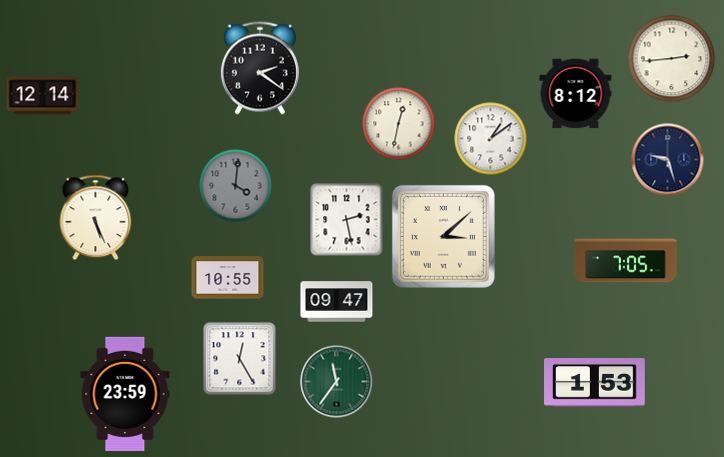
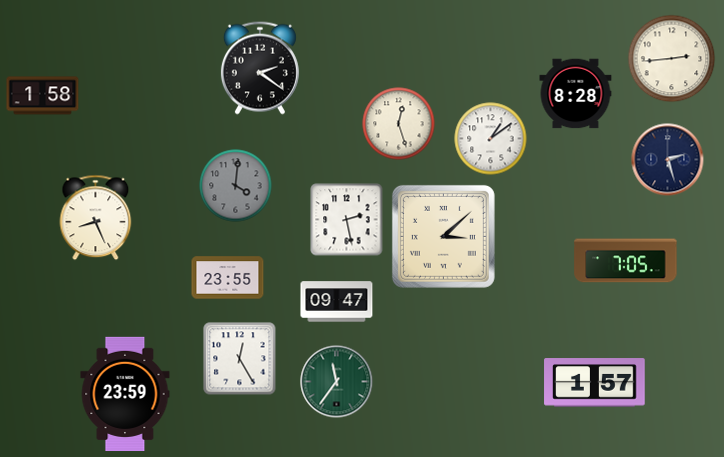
clock at (576, 94): 8:12 -> 8:28
clock at (43, 96): 12:14 -> 1:58
clock at (399, 124): 12:32 -> 12:27
clock at (668, 160): 9:27 -> 2:27
clock at (96, 218): 5:26 -> 8:26
clock at (228, 278): 10:55 -> 23:55
clock at (595, 383): 1:53 -> 1:57
